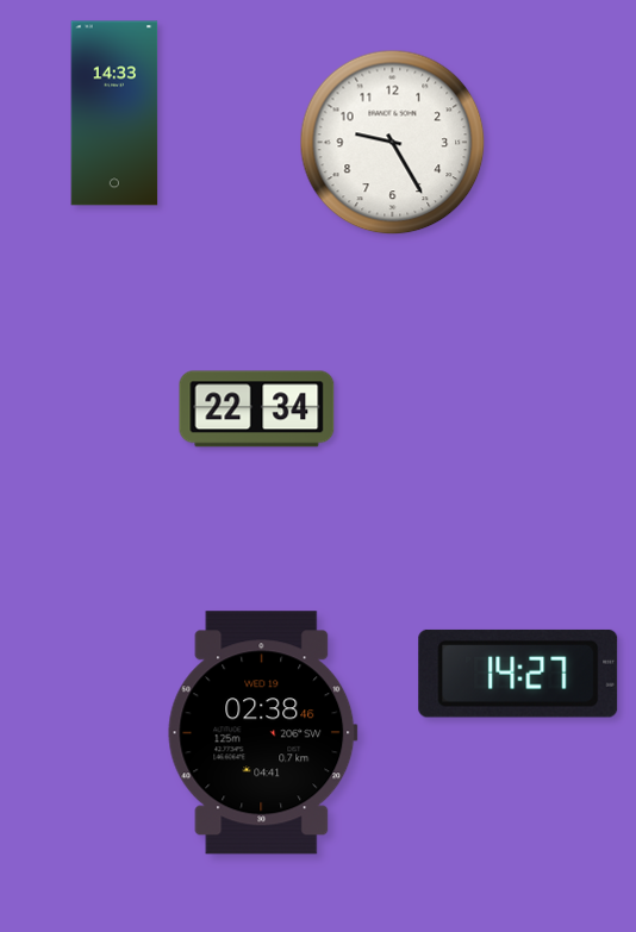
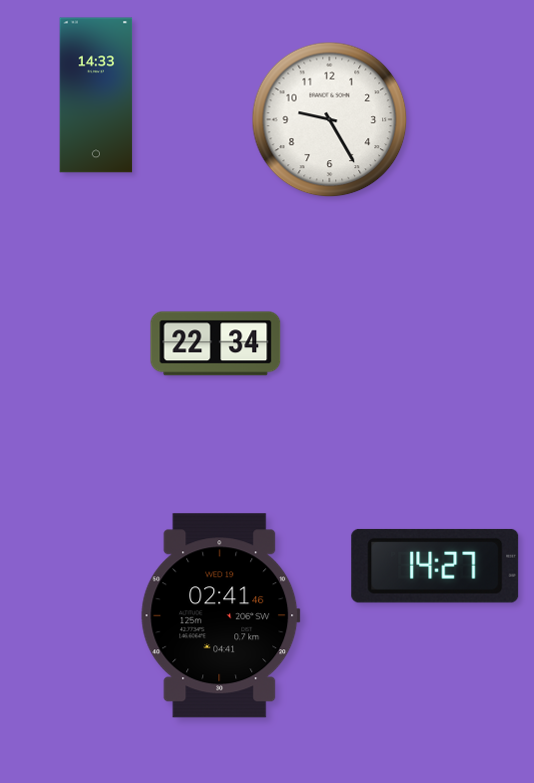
clock at (263, 733): 02:38 -> 02:41
